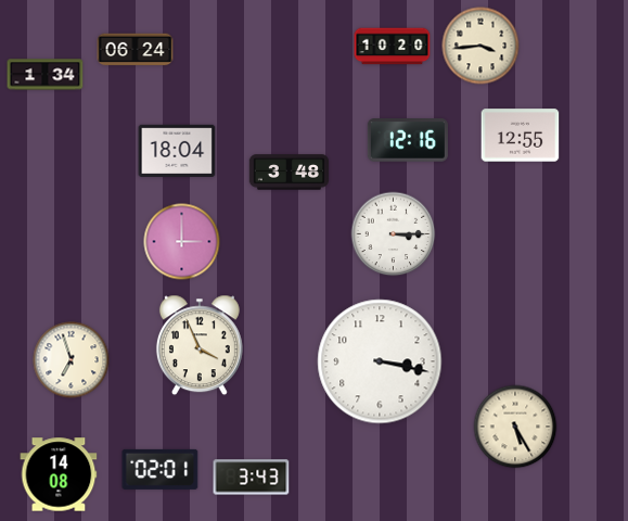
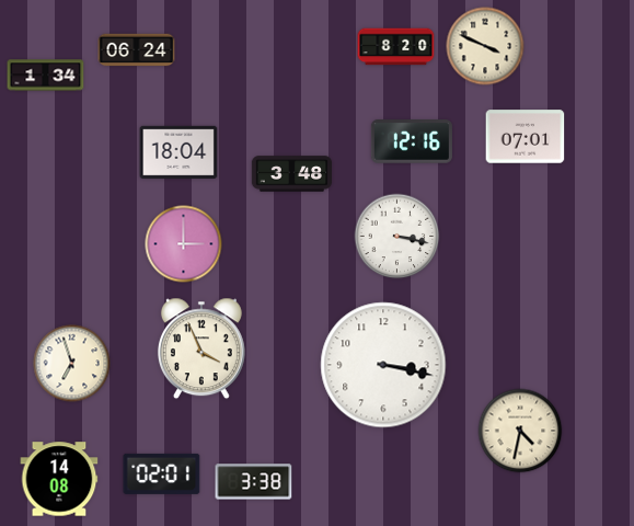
clock at (480, 46): 3:44 -> 3:49
clock at (393, 47): 10:20 -> 8:20
clock at (521, 136): 12:55 -> 07:01
clock at (394, 234): 3:15 -> 3:17
clock at (515, 427): 5:25 -> 4:32
clock at (252, 478): 3:43 -> 3:38
